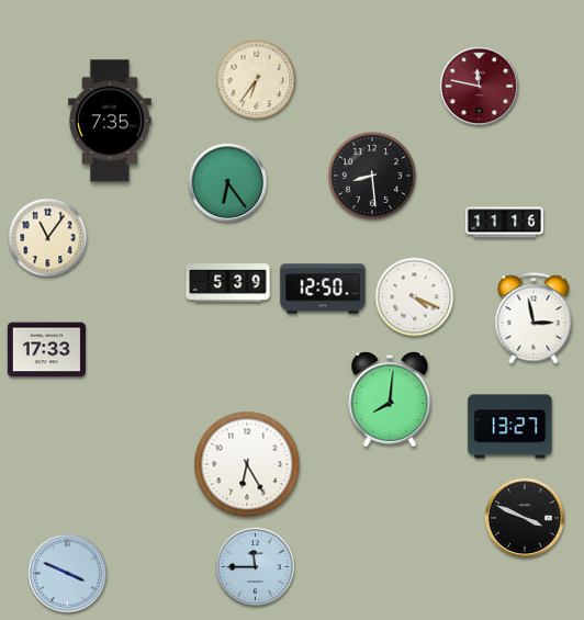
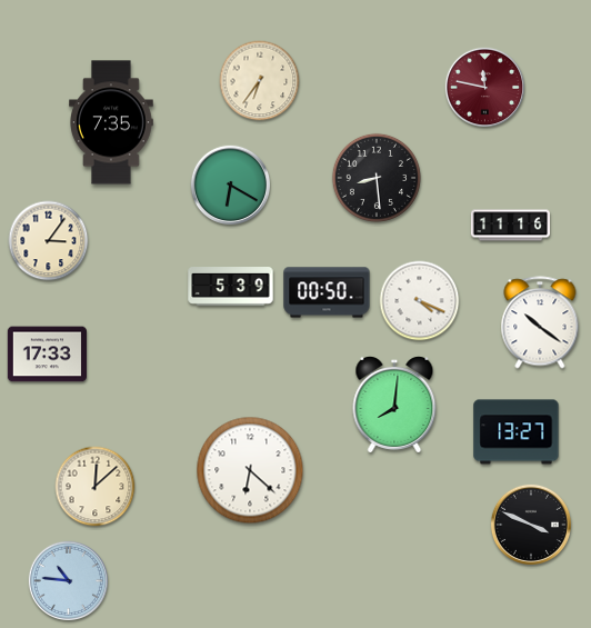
clock at (227, 182): 6:24 -> 6:20
clock at (48, 238): 11:06 -> 3:06
clock at (323, 289): 12:50 -> 00:50
clock at (534, 318): 2:58 -> 10:21
clock at (247, 464): 6:25 -> 6:22
clock at (96, 487): none -> 12:08
clock at (255, 566): 11:45 -> none
clock at (67, 573): 3:49 -> 10:46
